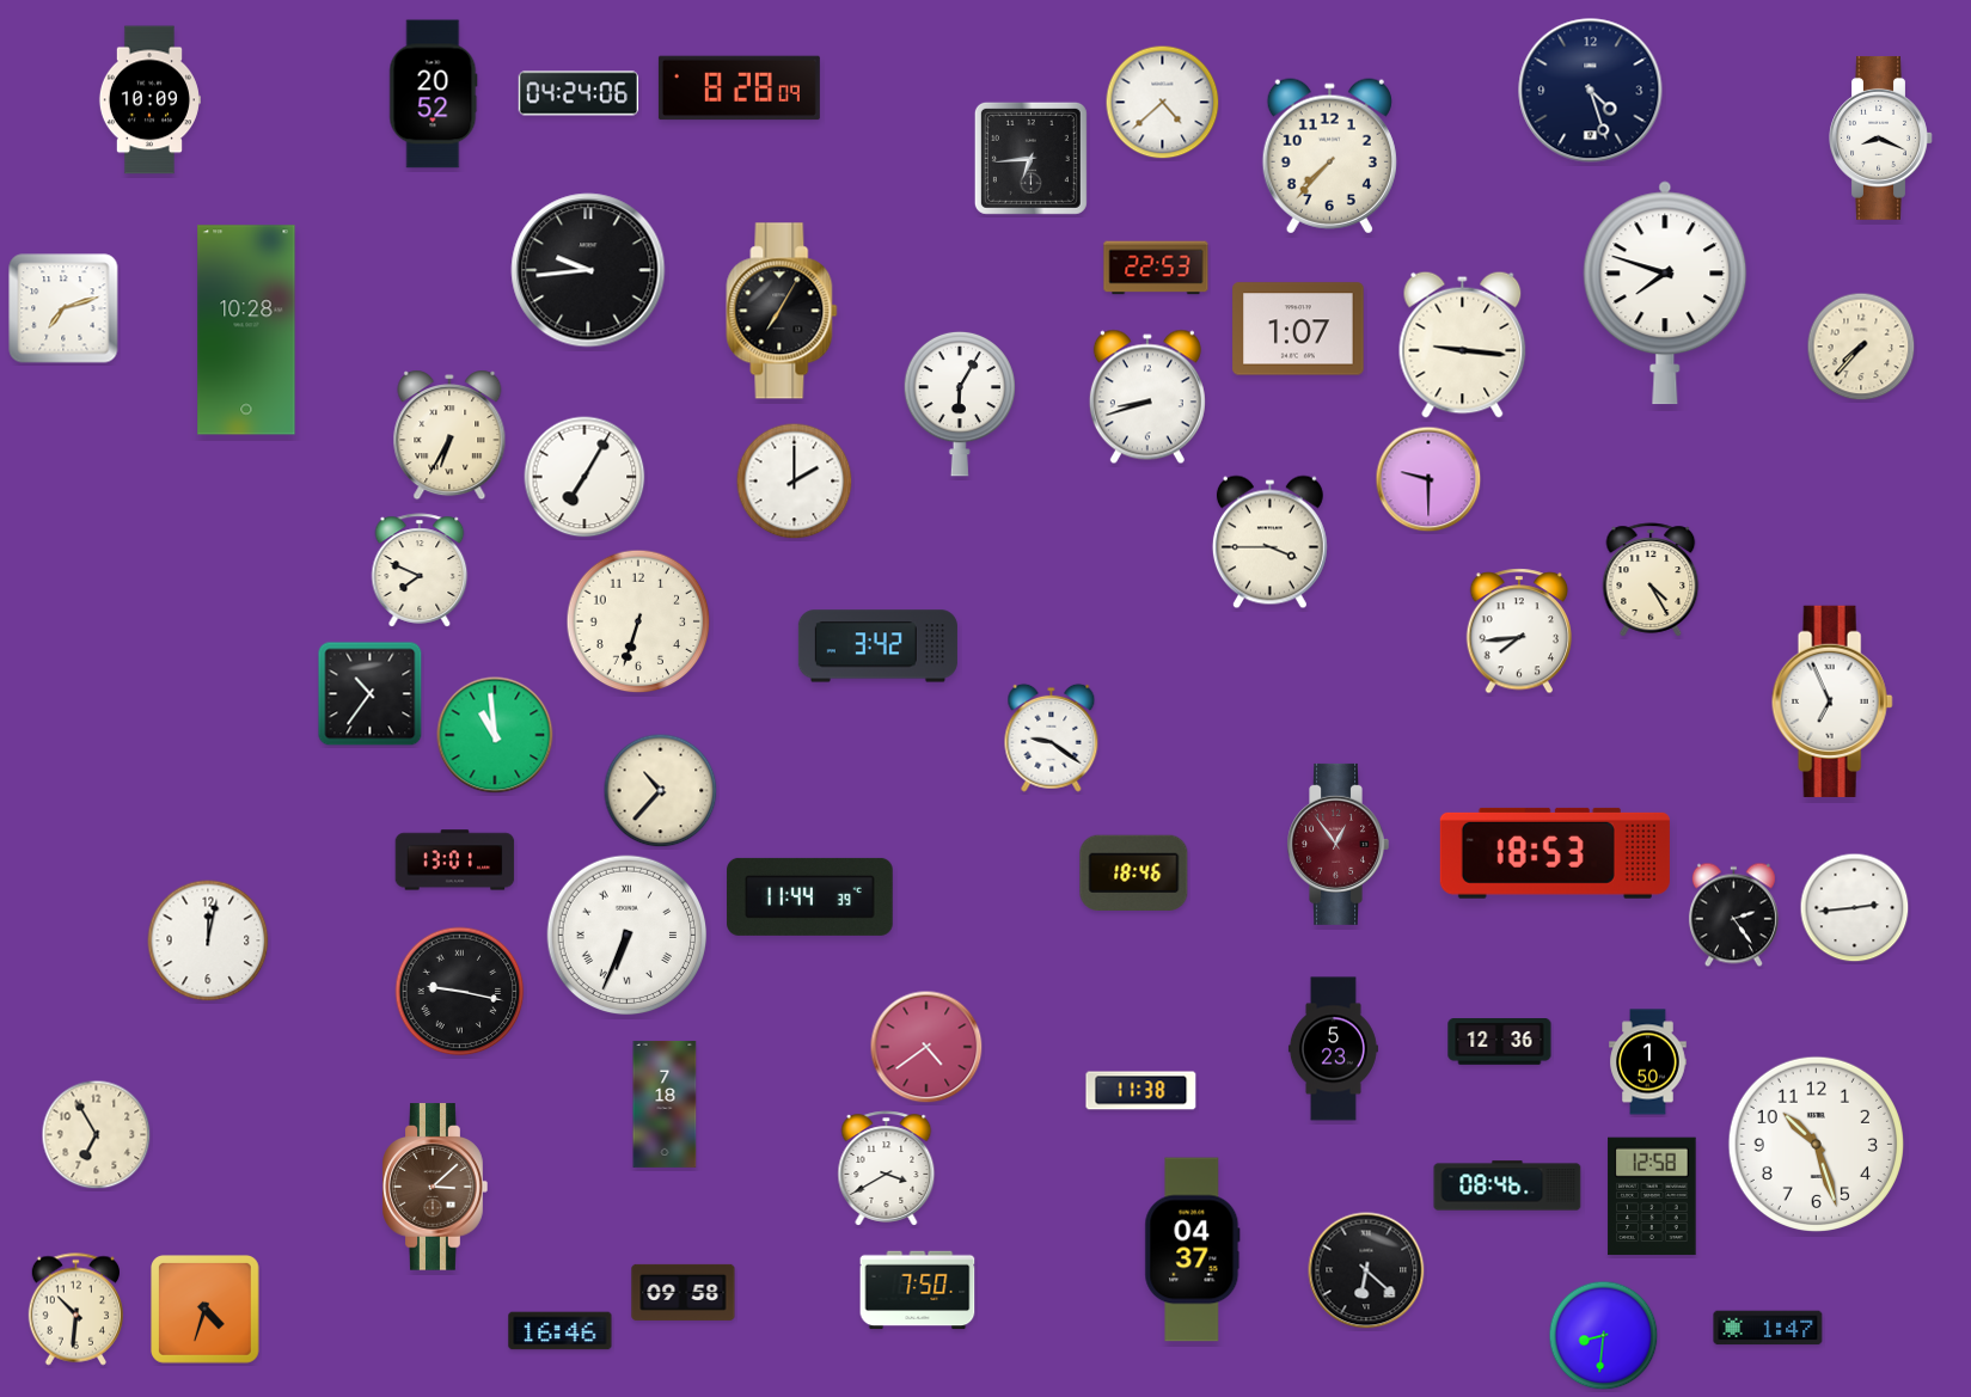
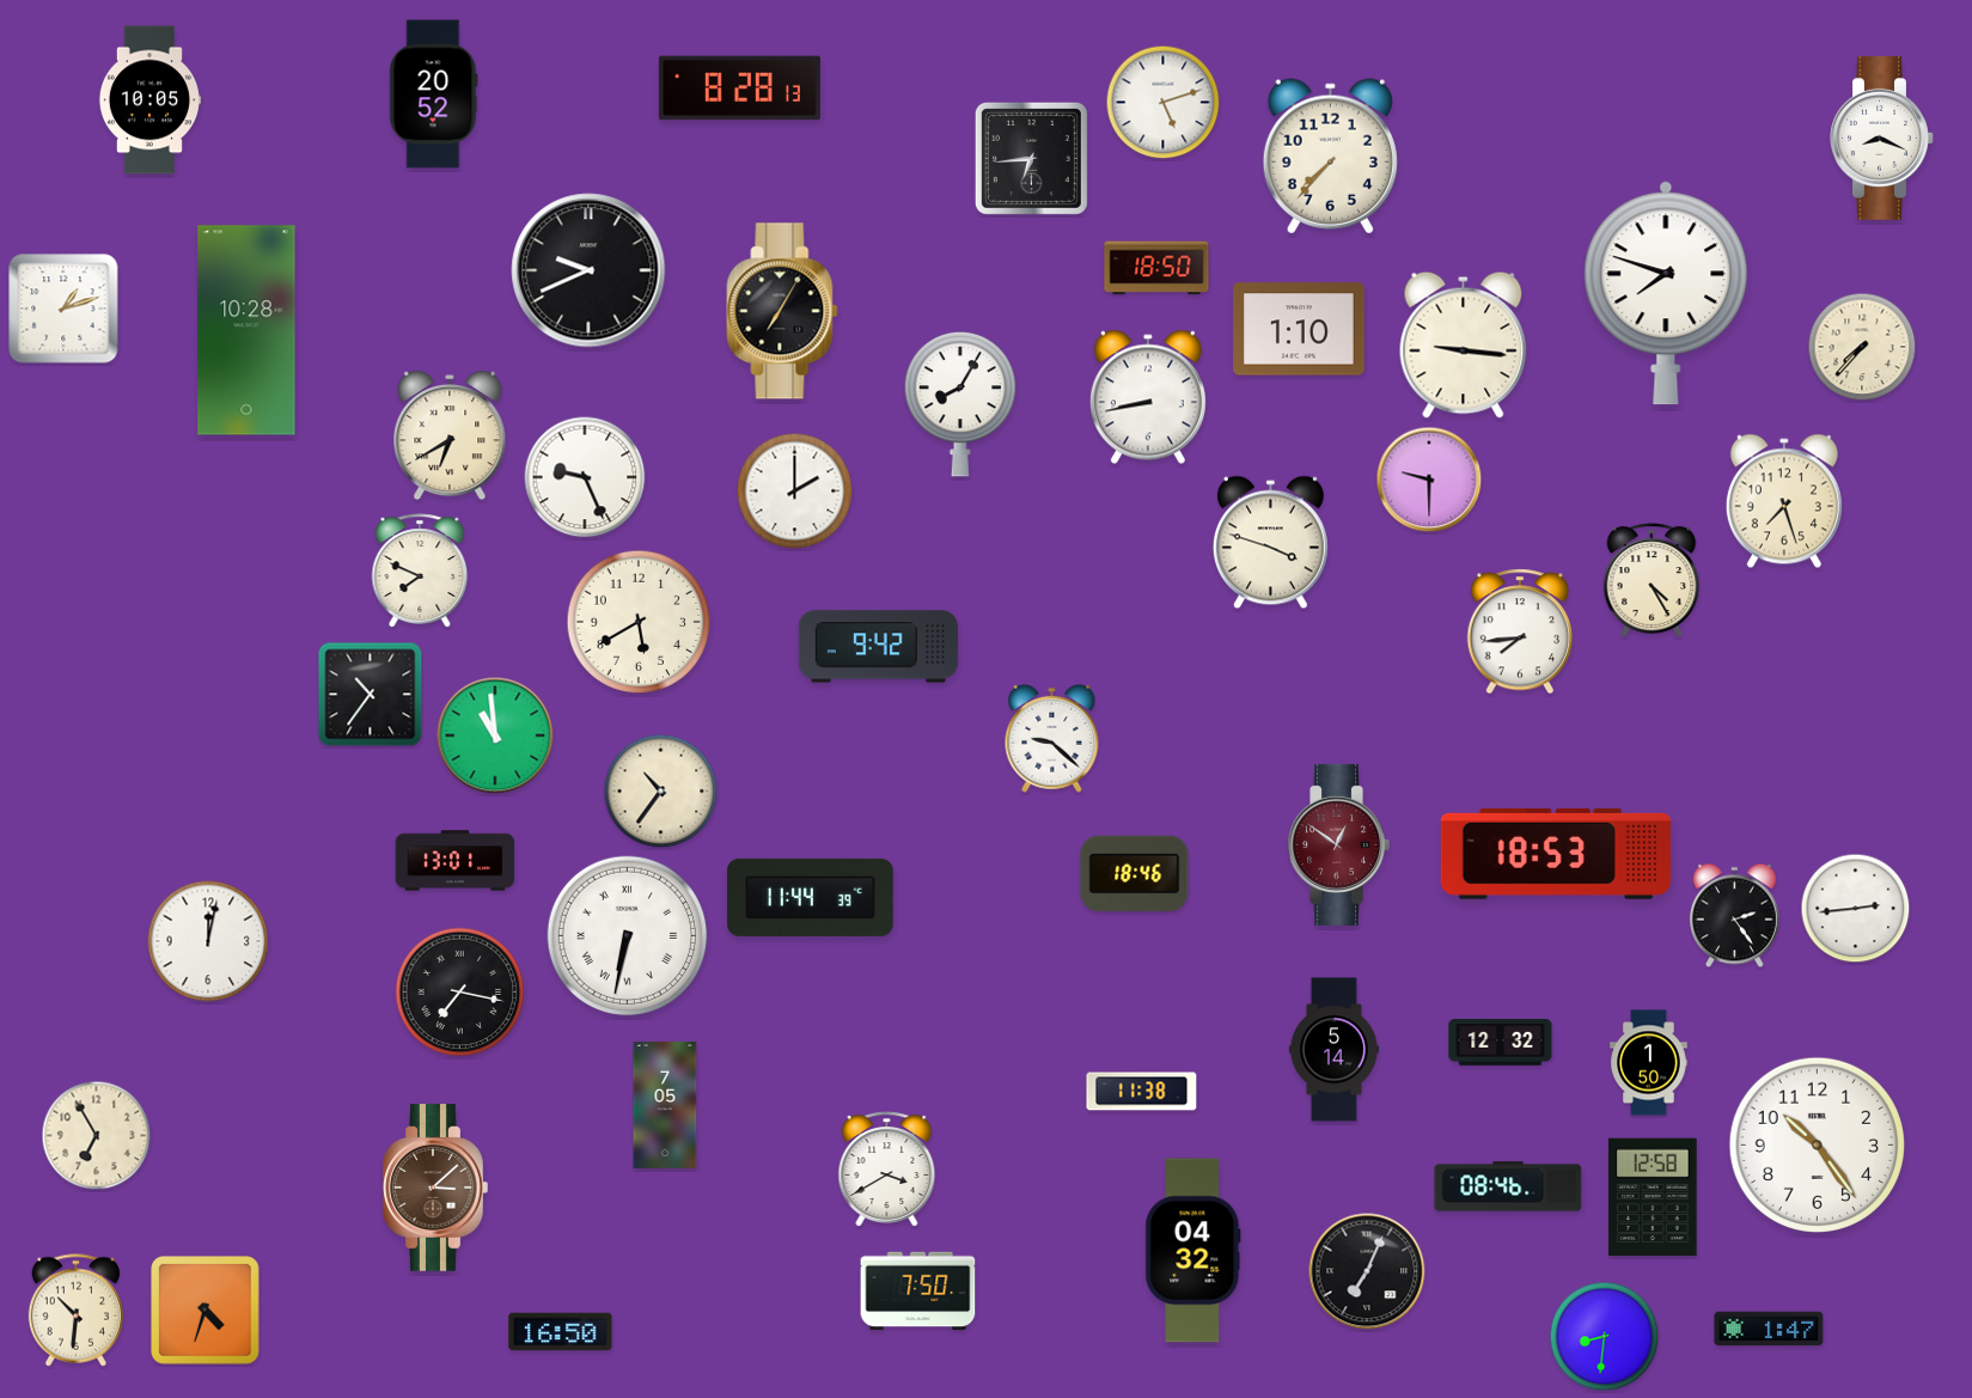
clock at (739, 88): 8:28:09 -> 8:28:13
clock at (1591, 91): 4:27 -> none
clock at (579, 93): 04:24 -> none
clock at (149, 100): 10:09 -> 10:05
clock at (1163, 103): 4:38 -> 5:12
clock at (1156, 268): 22:53 -> 18:50
clock at (588, 270): 9:44 -> 9:41
clock at (63, 308): 7:12 -> 1:12
clock at (1298, 329): 1:07 -> 1:10
clock at (1147, 397): 8:42 -> 8:43
clock at (960, 404): 6:05 -> 8:05
clock at (449, 435): 6:35 -> 6:40
clock at (584, 477): 7:05 -> 9:26
clock at (795, 482) position: (795, 482) -> (795, 492)
clock at (1784, 501): none -> 7:27
clock at (1269, 543): 3:45 -> 3:48
clock at (638, 621): 6:33 -> 5:40
clock at (877, 647): 3:42 -> 9:42
clock at (1832, 701): 6:56 -> none
clock at (1052, 737): 9:21 -> 9:22
clock at (661, 791): 10:37 -> 10:36
clock at (1338, 844): 12:54 -> 12:51
clock at (628, 936): 6:34 -> 6:32
clock at (460, 992): 9:17 -> 7:17
clock at (1500, 1042): 12:36 -> 12:32
clock at (926, 1047): 4:39 -> none
clock at (1333, 1049): 5:23 -> 5:14
clock at (665, 1104): 7:18 -> 7:05
clock at (1816, 1144): 10:27 -> 10:24
clock at (1193, 1250): 04:37 -> 04:32
clock at (1366, 1270): 6:22 -> 7:04
clock at (684, 1292): 09:58 -> none
clock at (561, 1331): 16:46 -> 16:50
